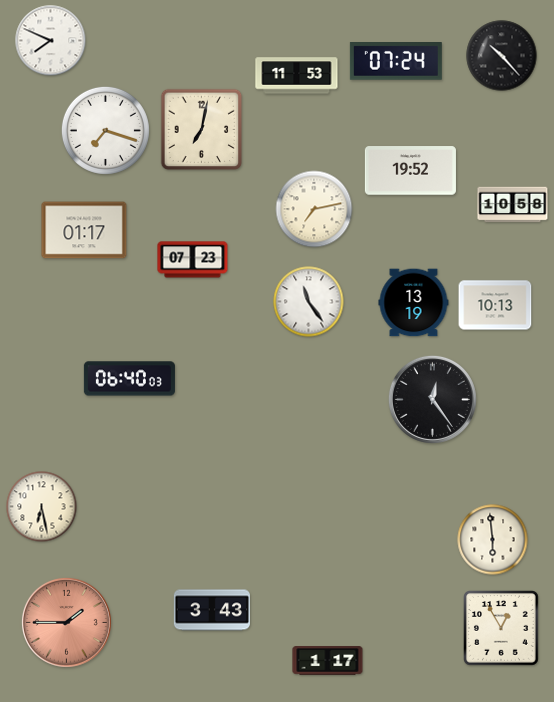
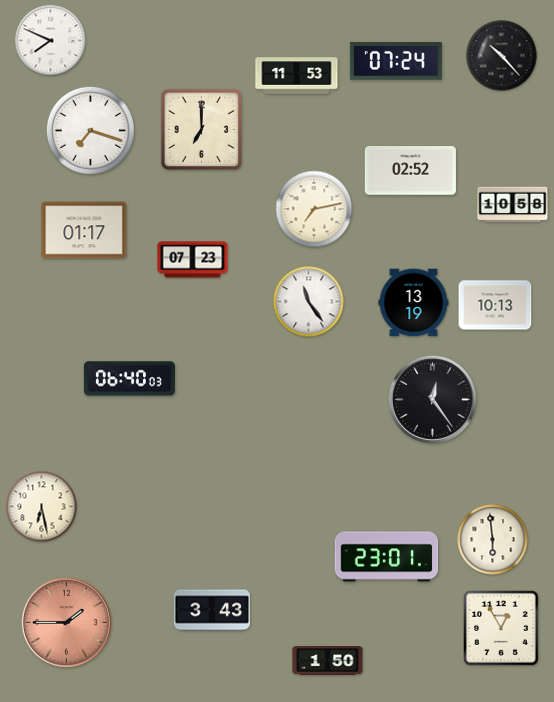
clock at (105, 130) position: (105, 130) -> (90, 130)
clock at (202, 130): 7:02 -> 7:00
clock at (410, 171): 19:52 -> 02:52
clock at (387, 557): none -> 23:01
clock at (328, 661): 1:17 -> 1:50
